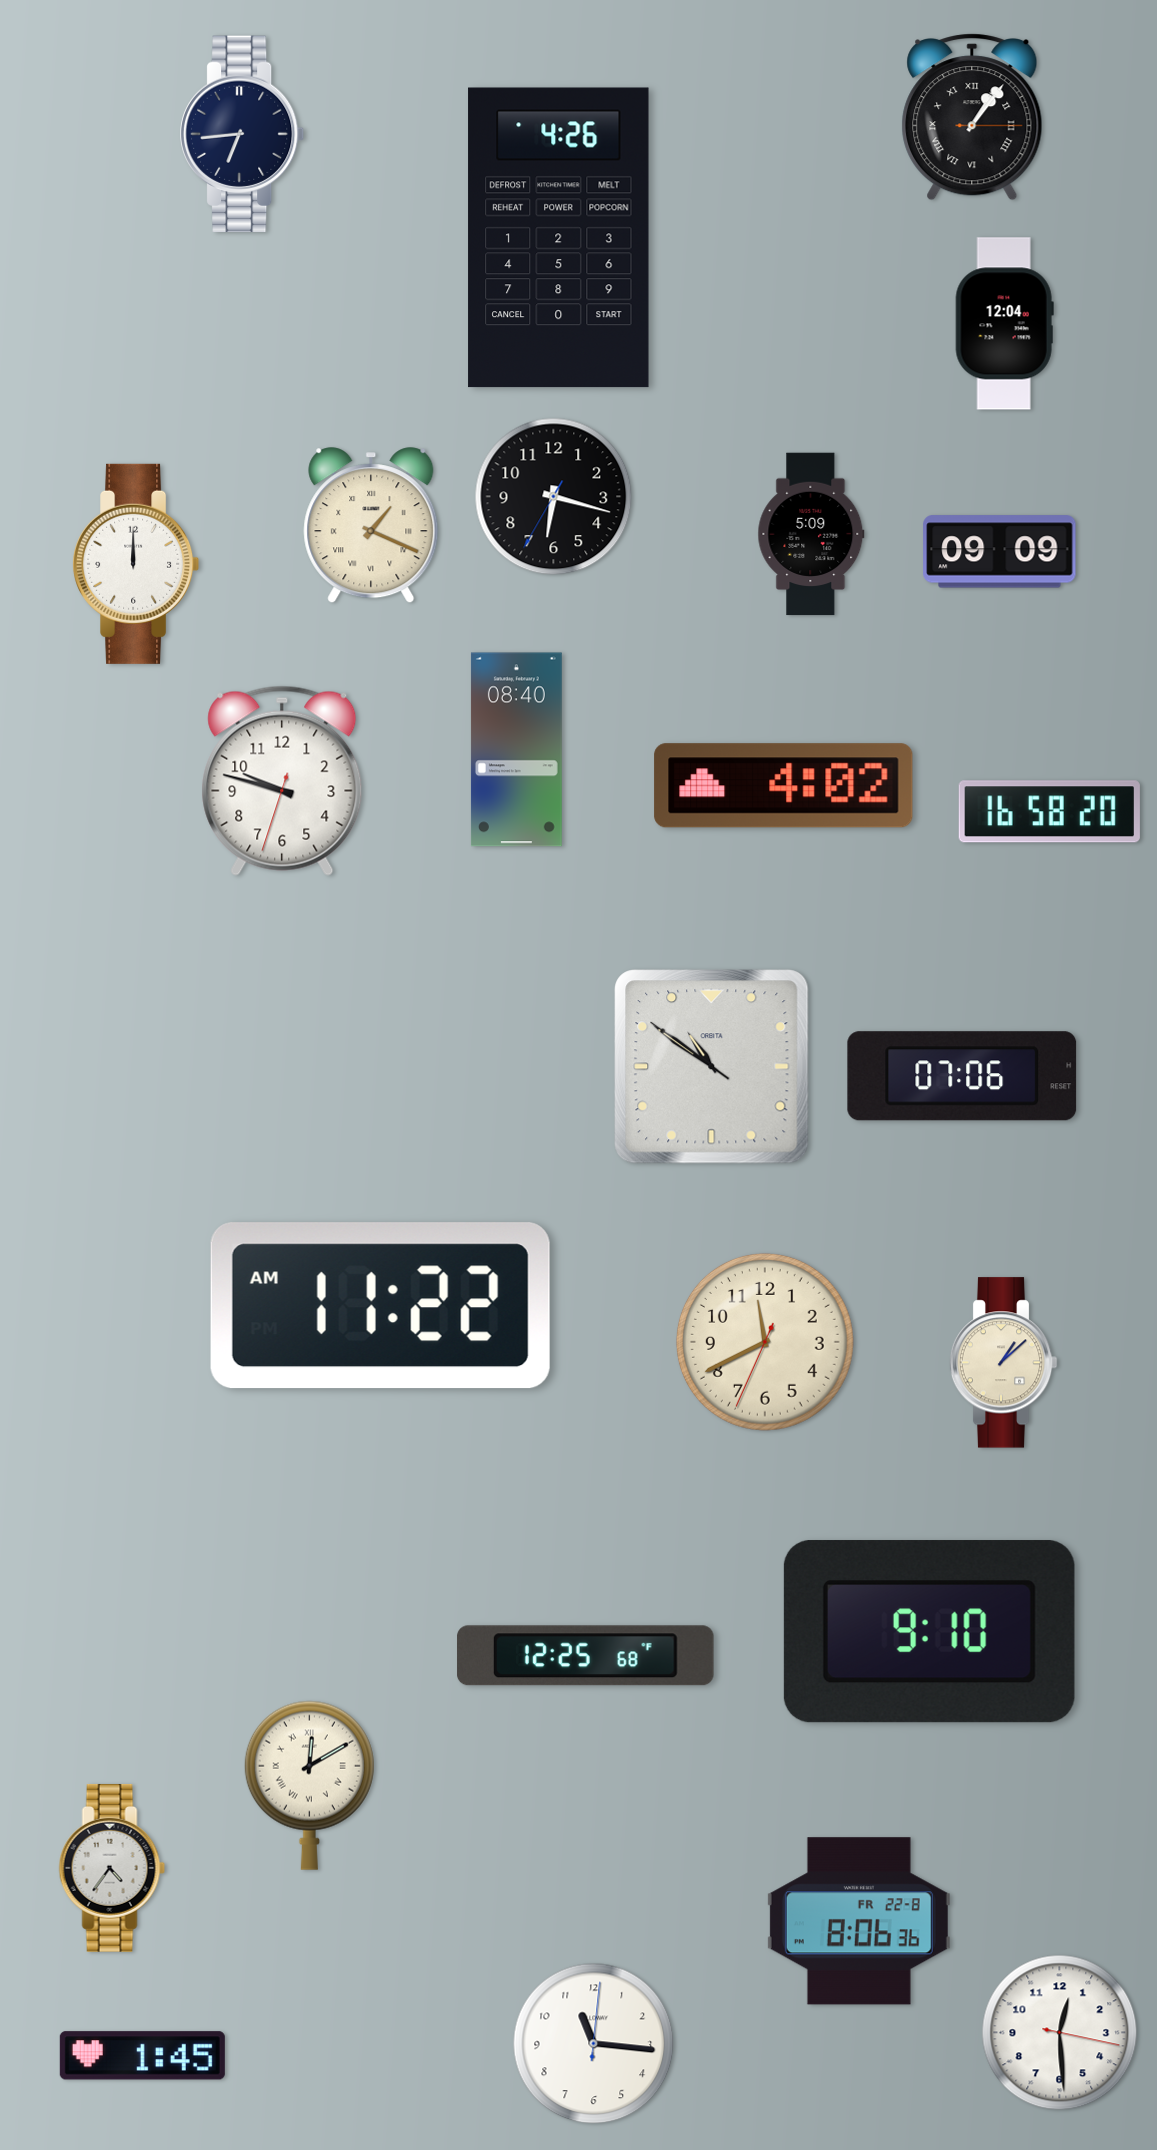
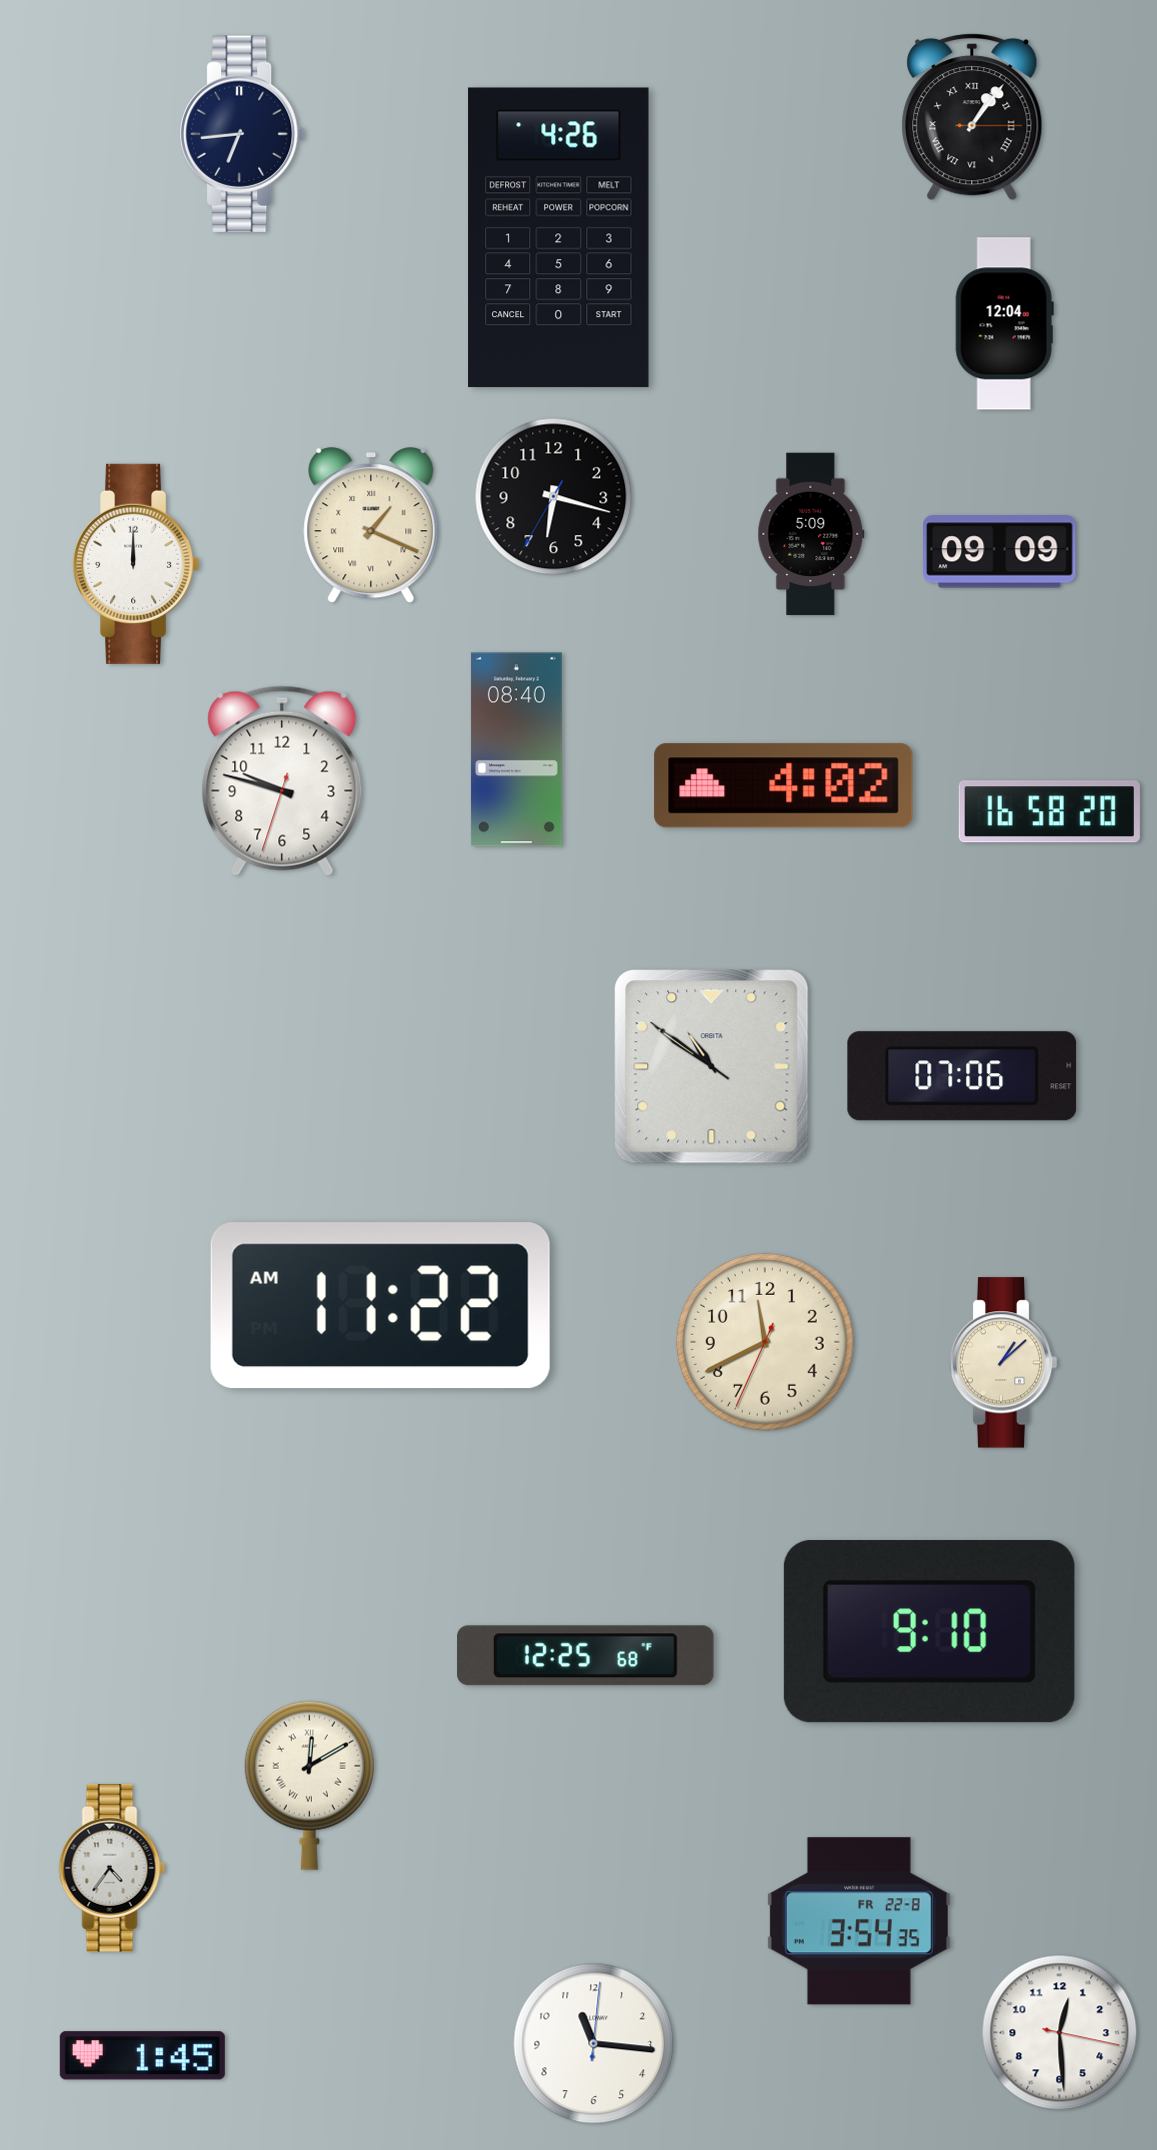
clock at (859, 1921): 8:06 -> 3:54
